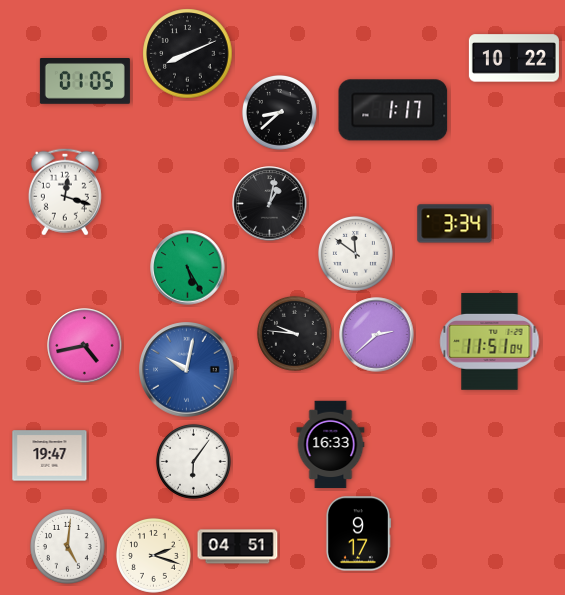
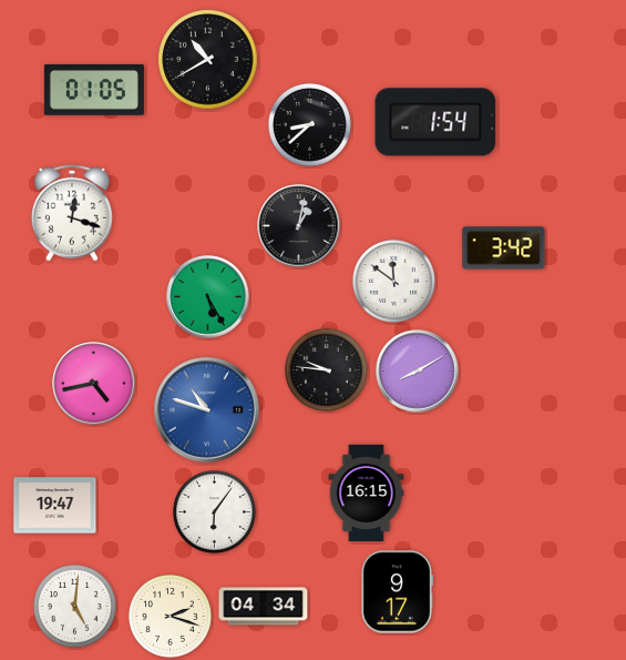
clock at (188, 54): 8:11 -> 10:40
clock at (514, 58): 10:22 -> none
clock at (393, 110): 1:17 -> 1:54
clock at (455, 224): 3:34 -> 3:42
clock at (377, 335): 2:38 -> 8:10
clock at (490, 342): 11:51 -> none
clock at (187, 370): 10:02 -> 10:48
clock at (331, 445): 16:33 -> 16:15
clock at (238, 547): 04:51 -> 04:34
